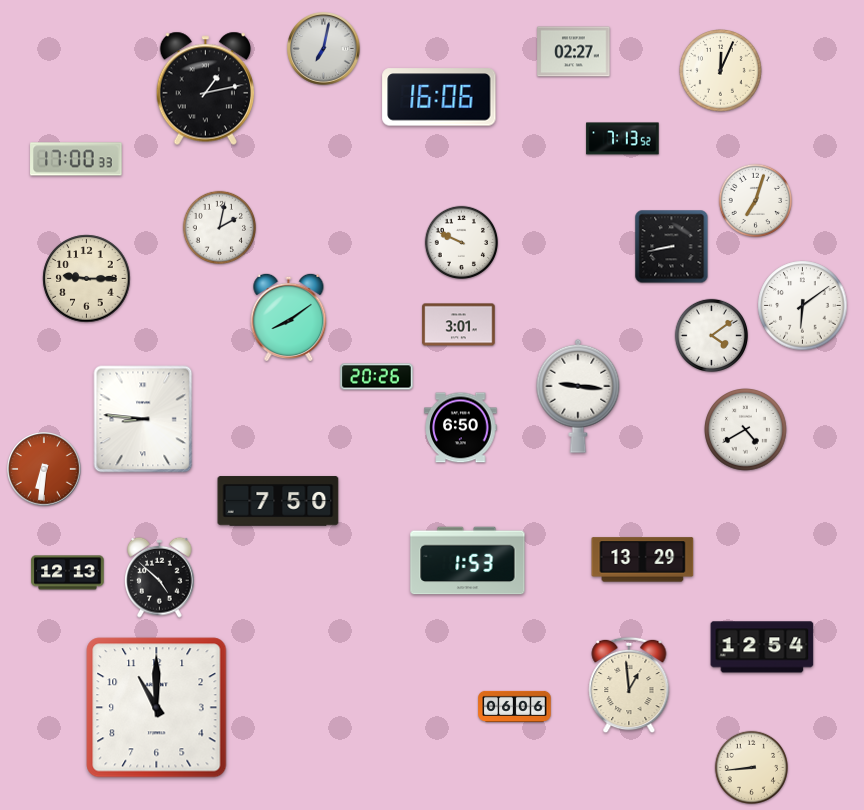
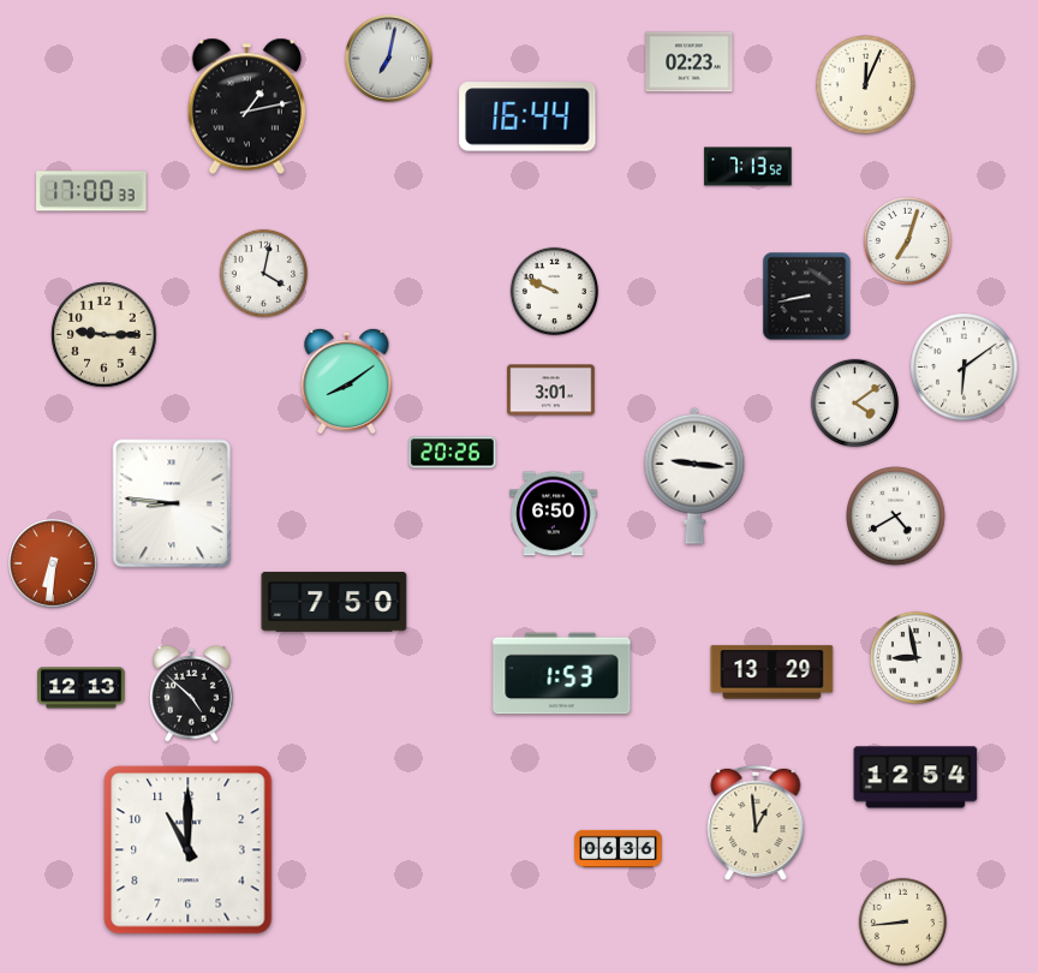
clock at (574, 52): 02:27 -> 02:23
clock at (439, 97): 16:06 -> 16:44
clock at (219, 227): 2:02 -> 4:02
clock at (915, 657): none -> 8:58
clock at (515, 706): 06:06 -> 06:36
